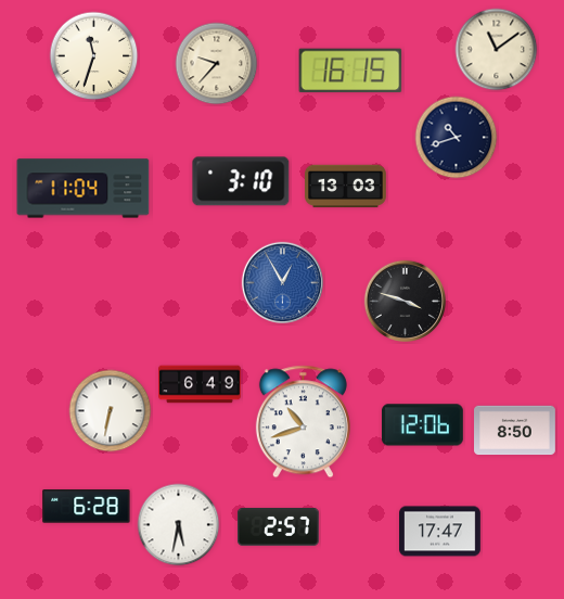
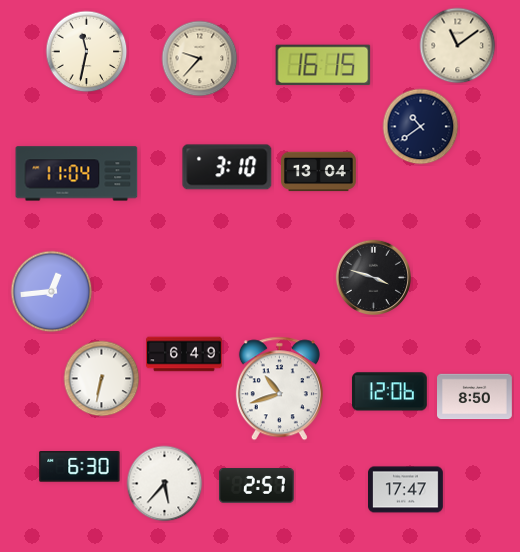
clock at (94, 56): 11:33 -> 11:32
clock at (457, 138): 10:42 -> 10:39
clock at (241, 181) position: (241, 181) -> (227, 167)
clock at (346, 187): 13:03 -> 13:04
clock at (282, 282): 12:55 -> none
clock at (52, 292): none -> 12:44
clock at (87, 507): 6:28 -> 6:30
clock at (179, 525): 5:32 -> 5:37
